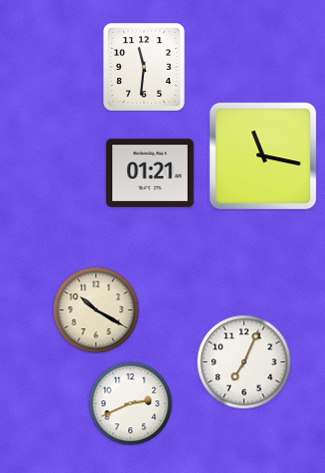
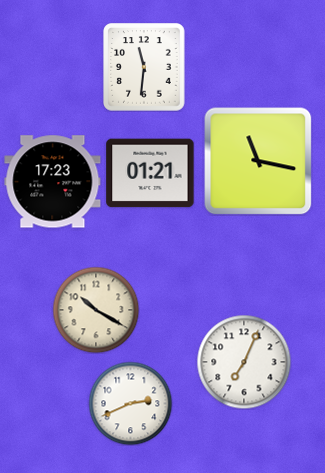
clock at (263, 156) position: (263, 156) -> (258, 161)
clock at (53, 182): none -> 17:23
